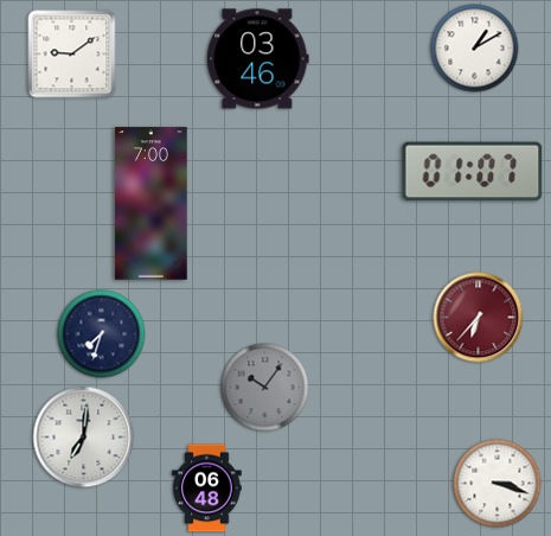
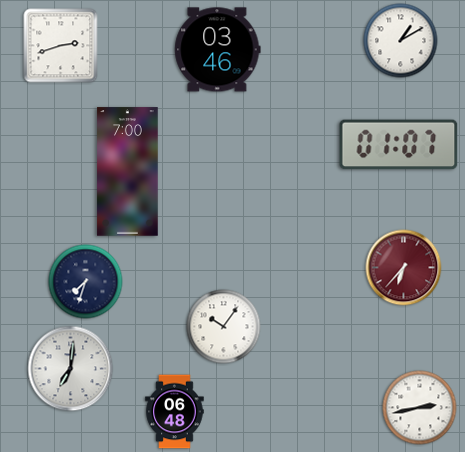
clock at (72, 55): 9:09 -> 2:42
clock at (265, 388) dial: grey -> white
clock at (498, 484): 3:18 -> 2:43
